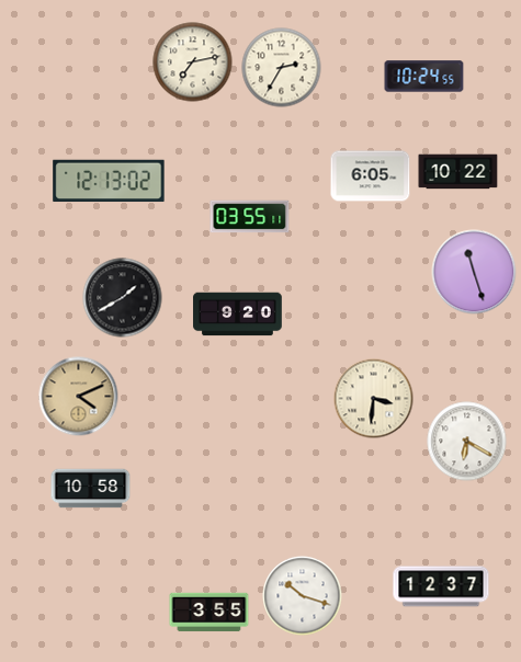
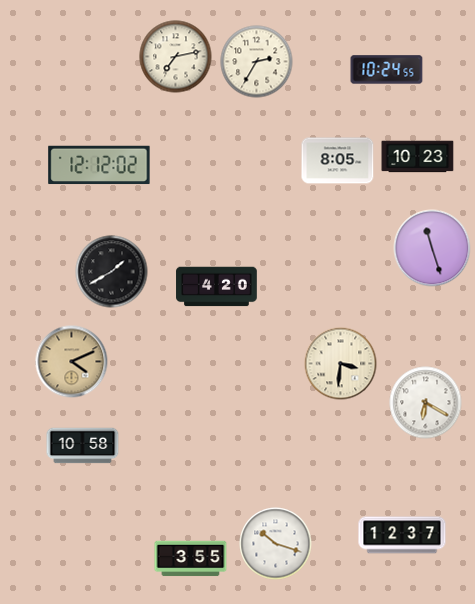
clock at (458, 172): 10:22 -> 10:23
clock at (371, 176): 6:05 -> 8:05
clock at (109, 181): 12:13 -> 12:12
clock at (250, 217): 03:55 -> none
clock at (238, 315): 9:20 -> 4:20
